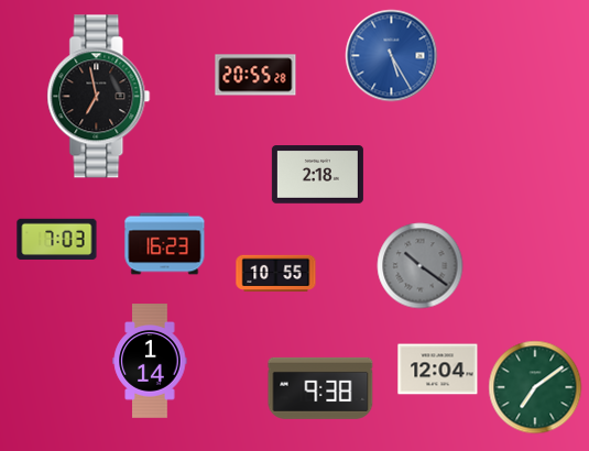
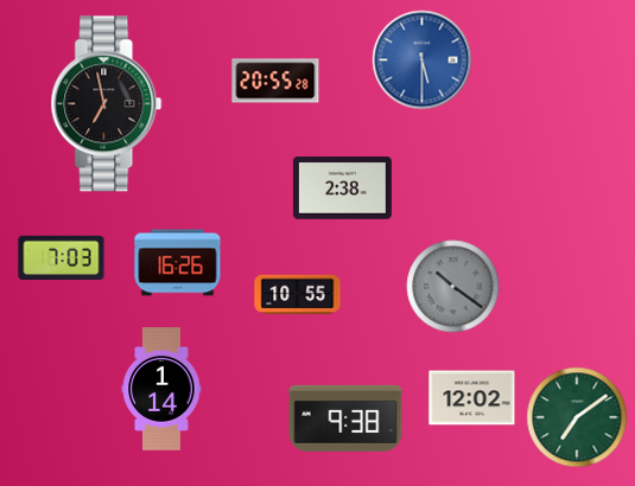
clock at (392, 56): 5:25 -> 5:30
clock at (317, 175): 2:18 -> 2:38
clock at (165, 244): 16:23 -> 16:26
clock at (438, 370): 12:04 -> 12:02
